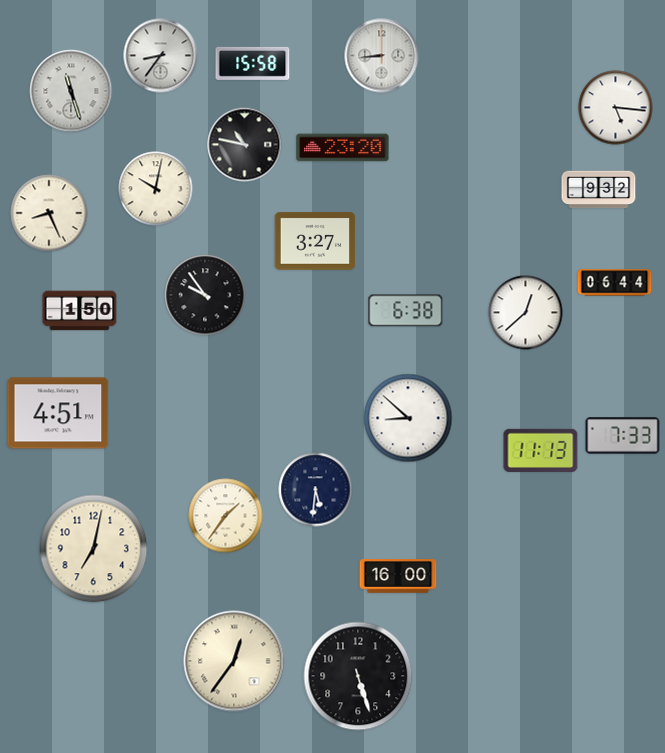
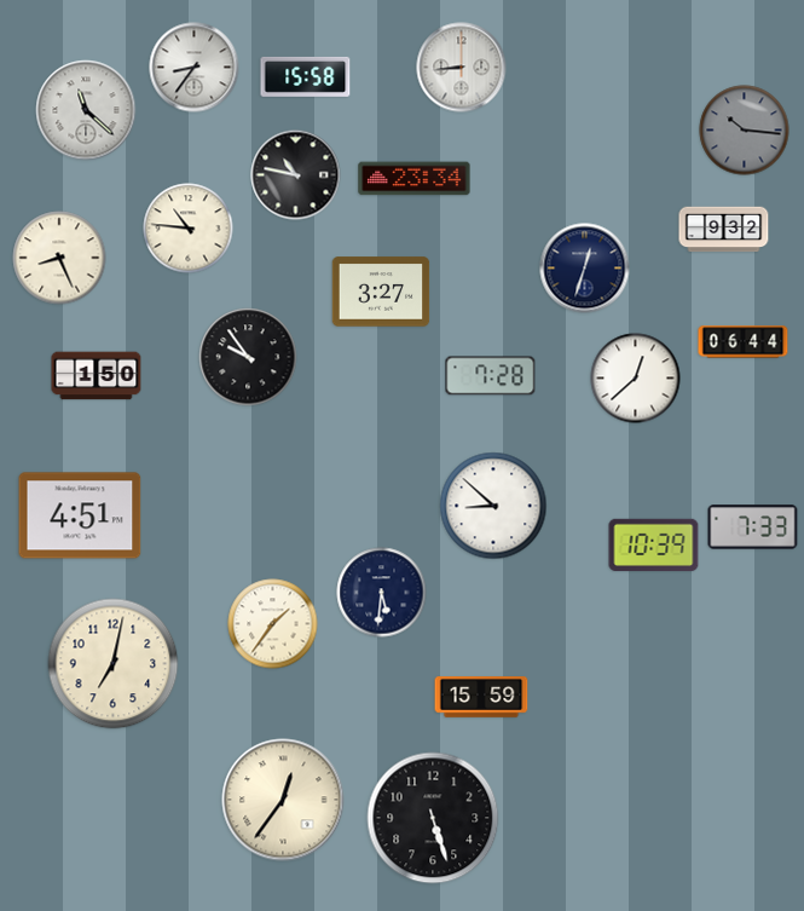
clock at (71, 91): 11:27 -> 11:22
clock at (616, 108): 5:16 -> 10:16
clock at (616, 108) dial: white -> grey
clock at (343, 148): 23:20 -> 23:34
clock at (156, 189): 10:02 -> 10:46
clock at (585, 269): none -> 12:33
clock at (406, 311): 6:38 -> 7:28
clock at (58, 413) position: (58, 413) -> (80, 515)
clock at (541, 450): 11:13 -> 10:39
clock at (398, 576): 16:00 -> 15:59
